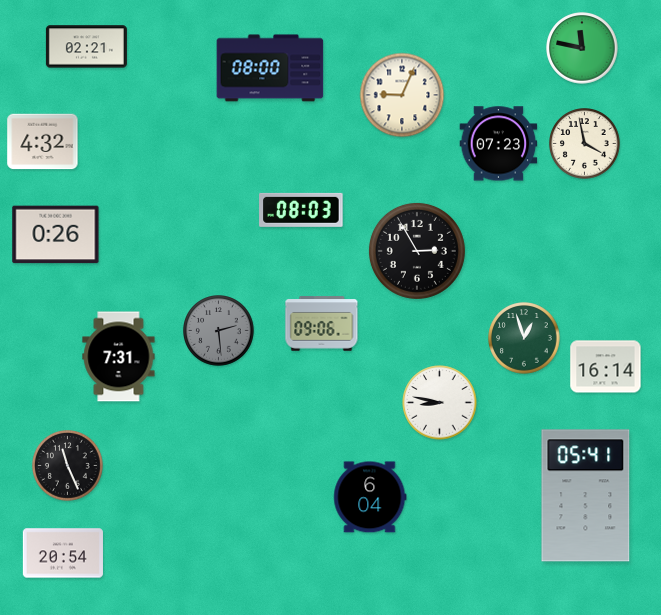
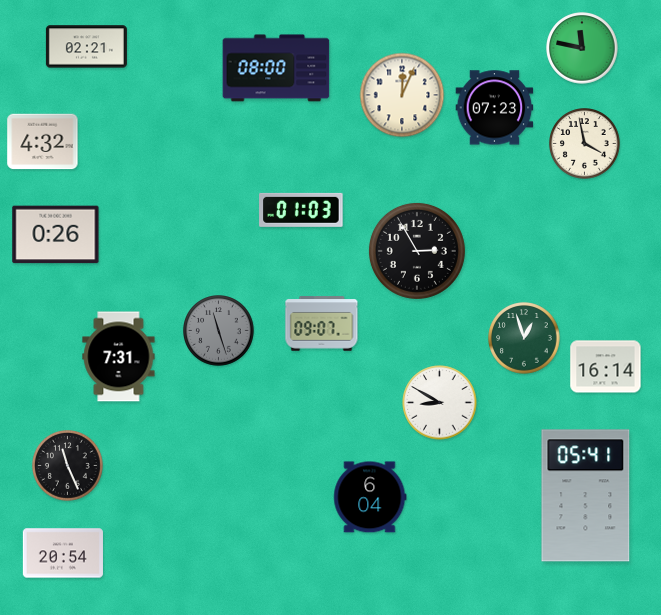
clock at (270, 68) position: (270, 68) -> (276, 68)
clock at (402, 95): 9:04 -> 12:04
clock at (499, 144) position: (499, 144) -> (495, 108)
clock at (301, 210): 08:03 -> 01:03
clock at (322, 324): 09:06 -> 09:07
clock at (219, 331): 2:29 -> 11:27
clock at (440, 403): 8:47 -> 8:50
